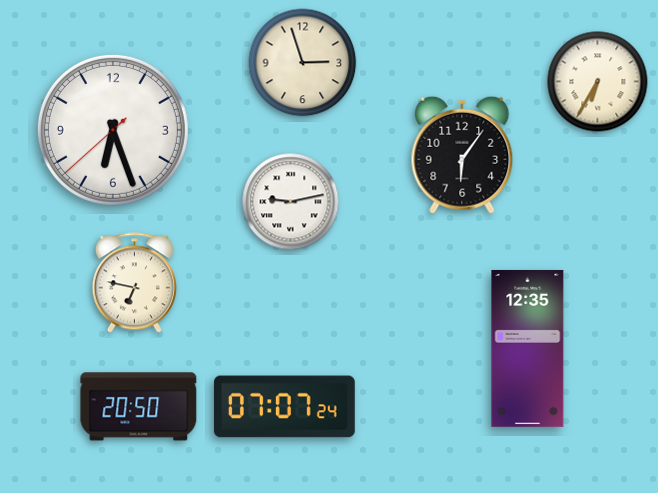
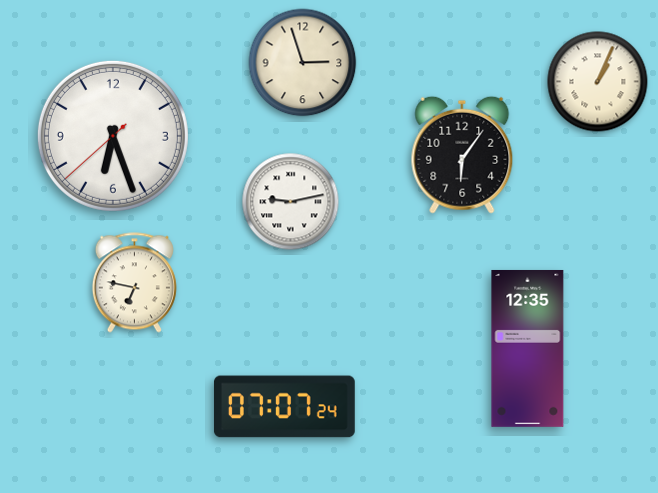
clock at (598, 82): 6:35 -> 1:04
clock at (113, 130) position: (113, 130) -> (113, 136)
clock at (139, 407): 20:50 -> none
